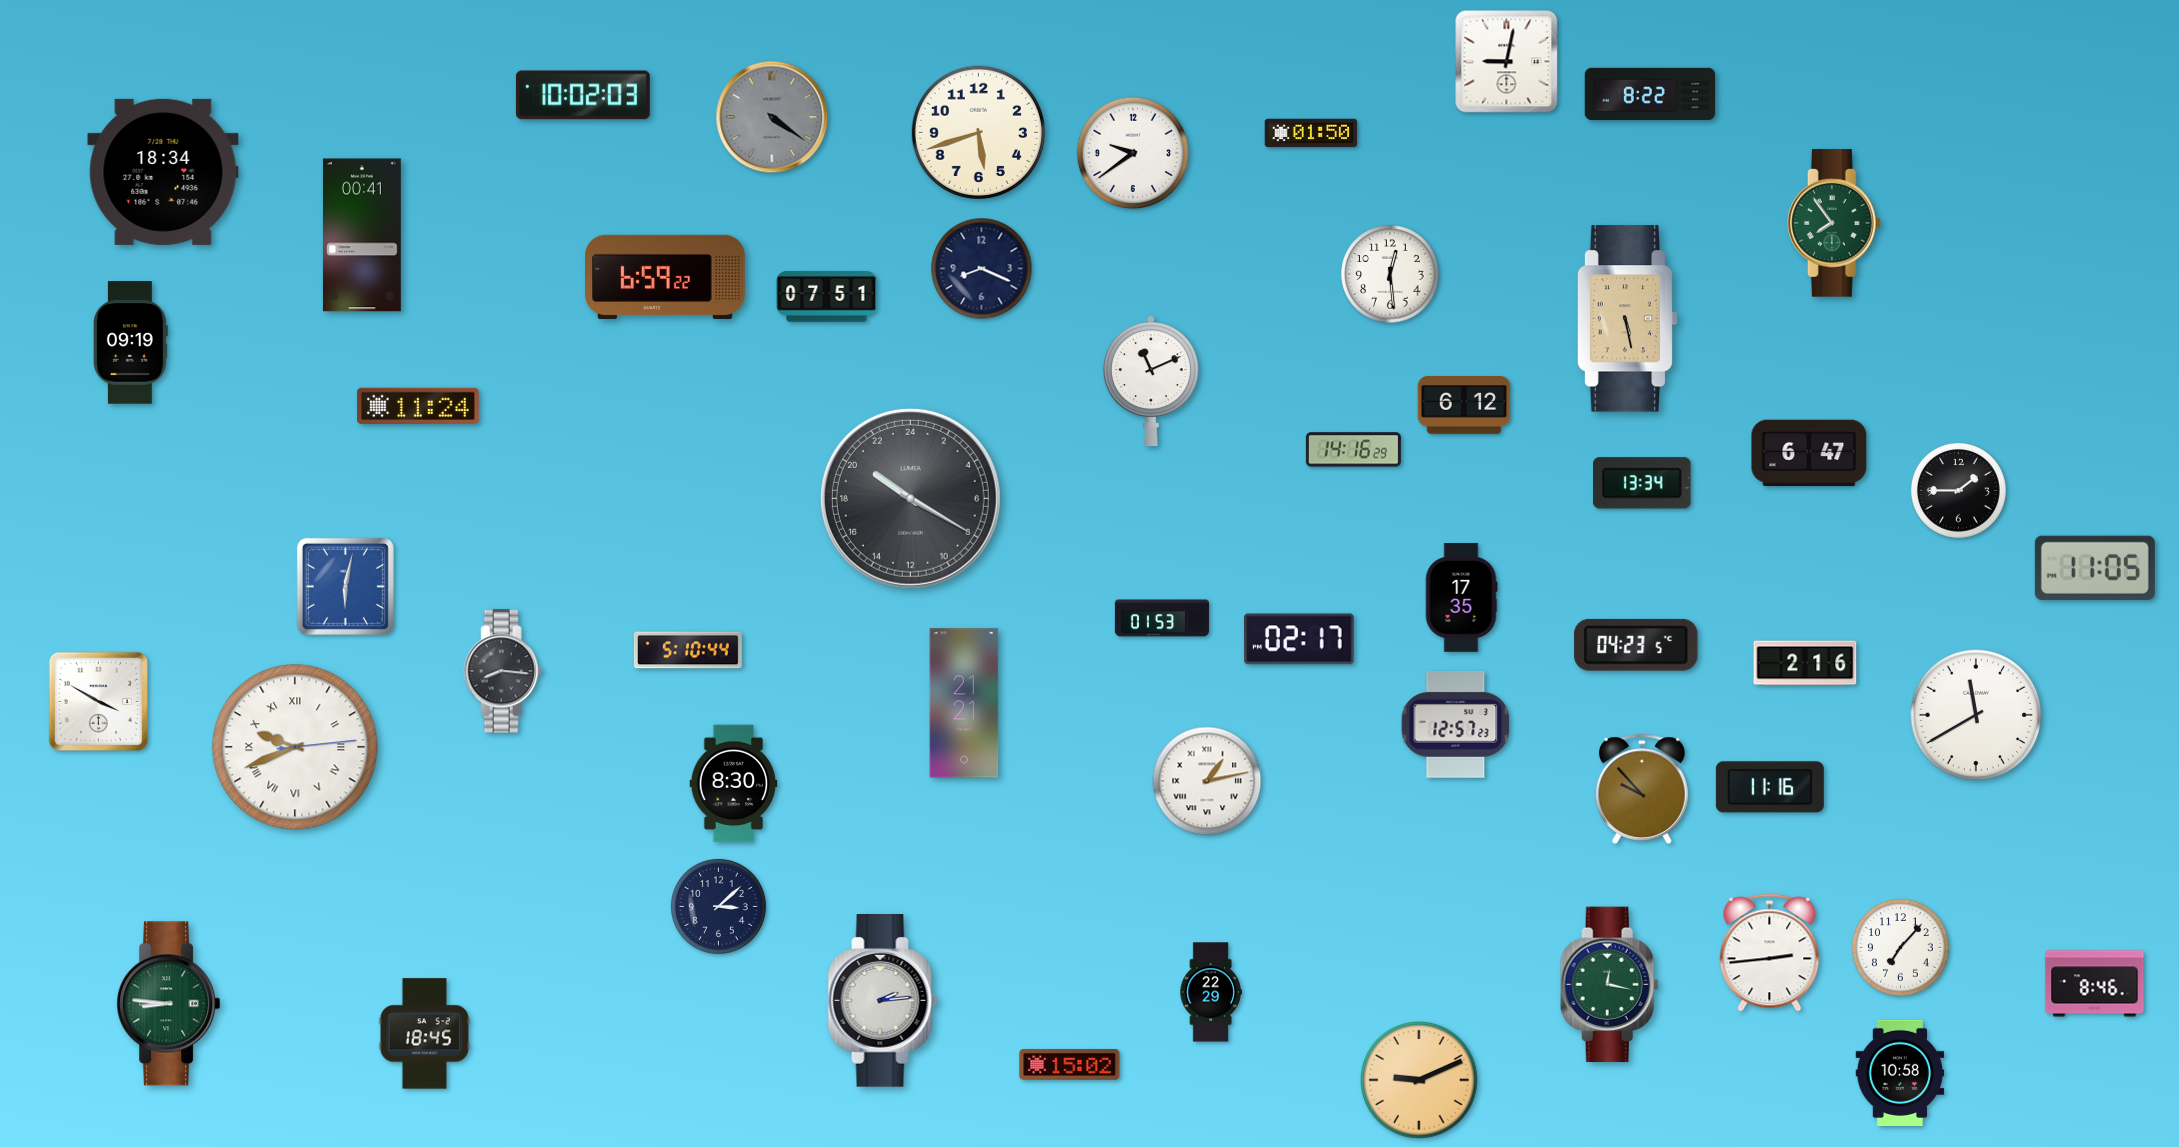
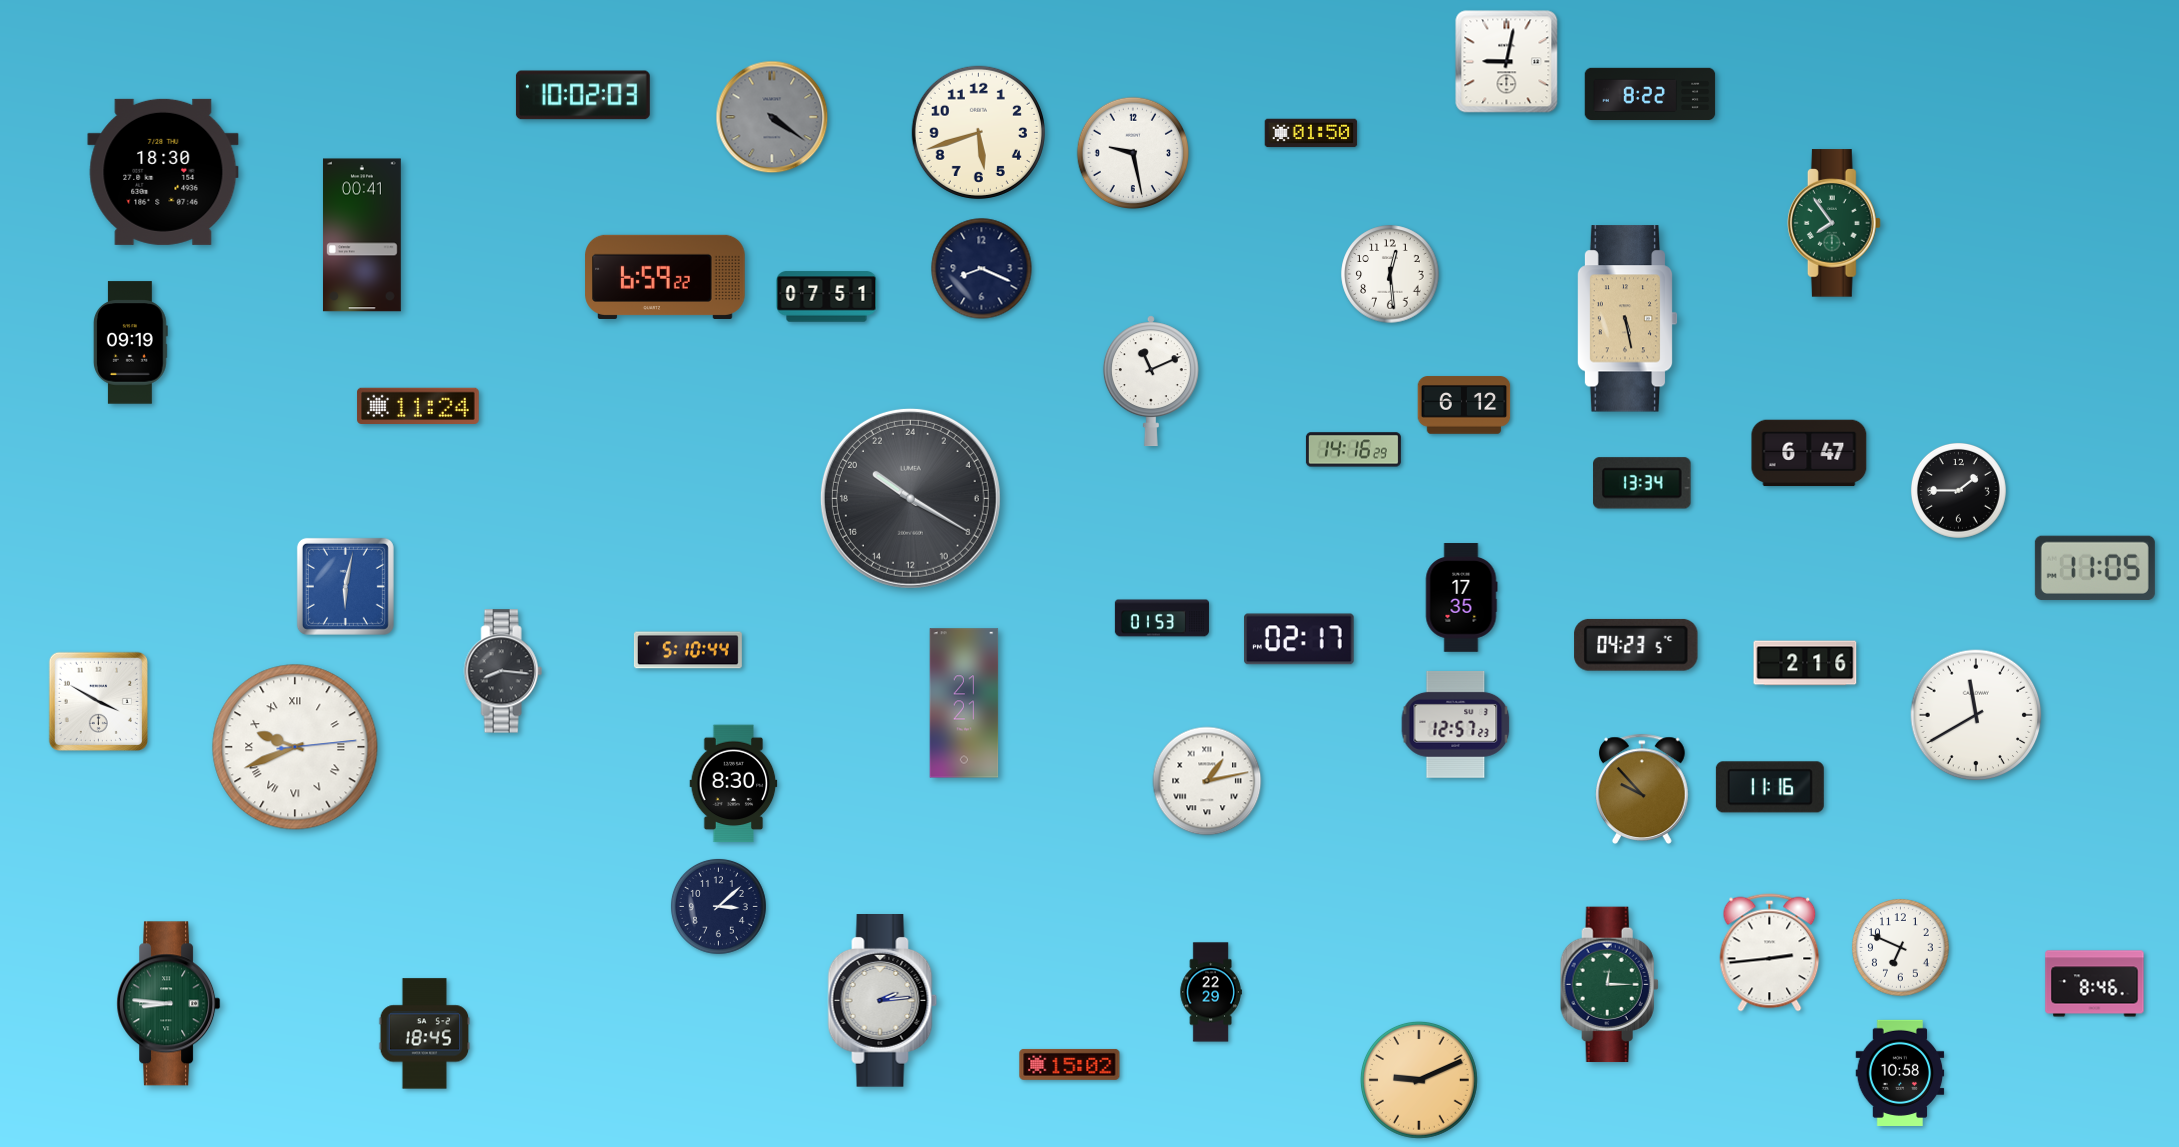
clock at (1133, 153): 9:39 -> 9:28
clock at (163, 172): 18:34 -> 18:30
clock at (1901, 948): 7:07 -> 6:49
clock at (1609, 985): 12:17 -> 12:15
